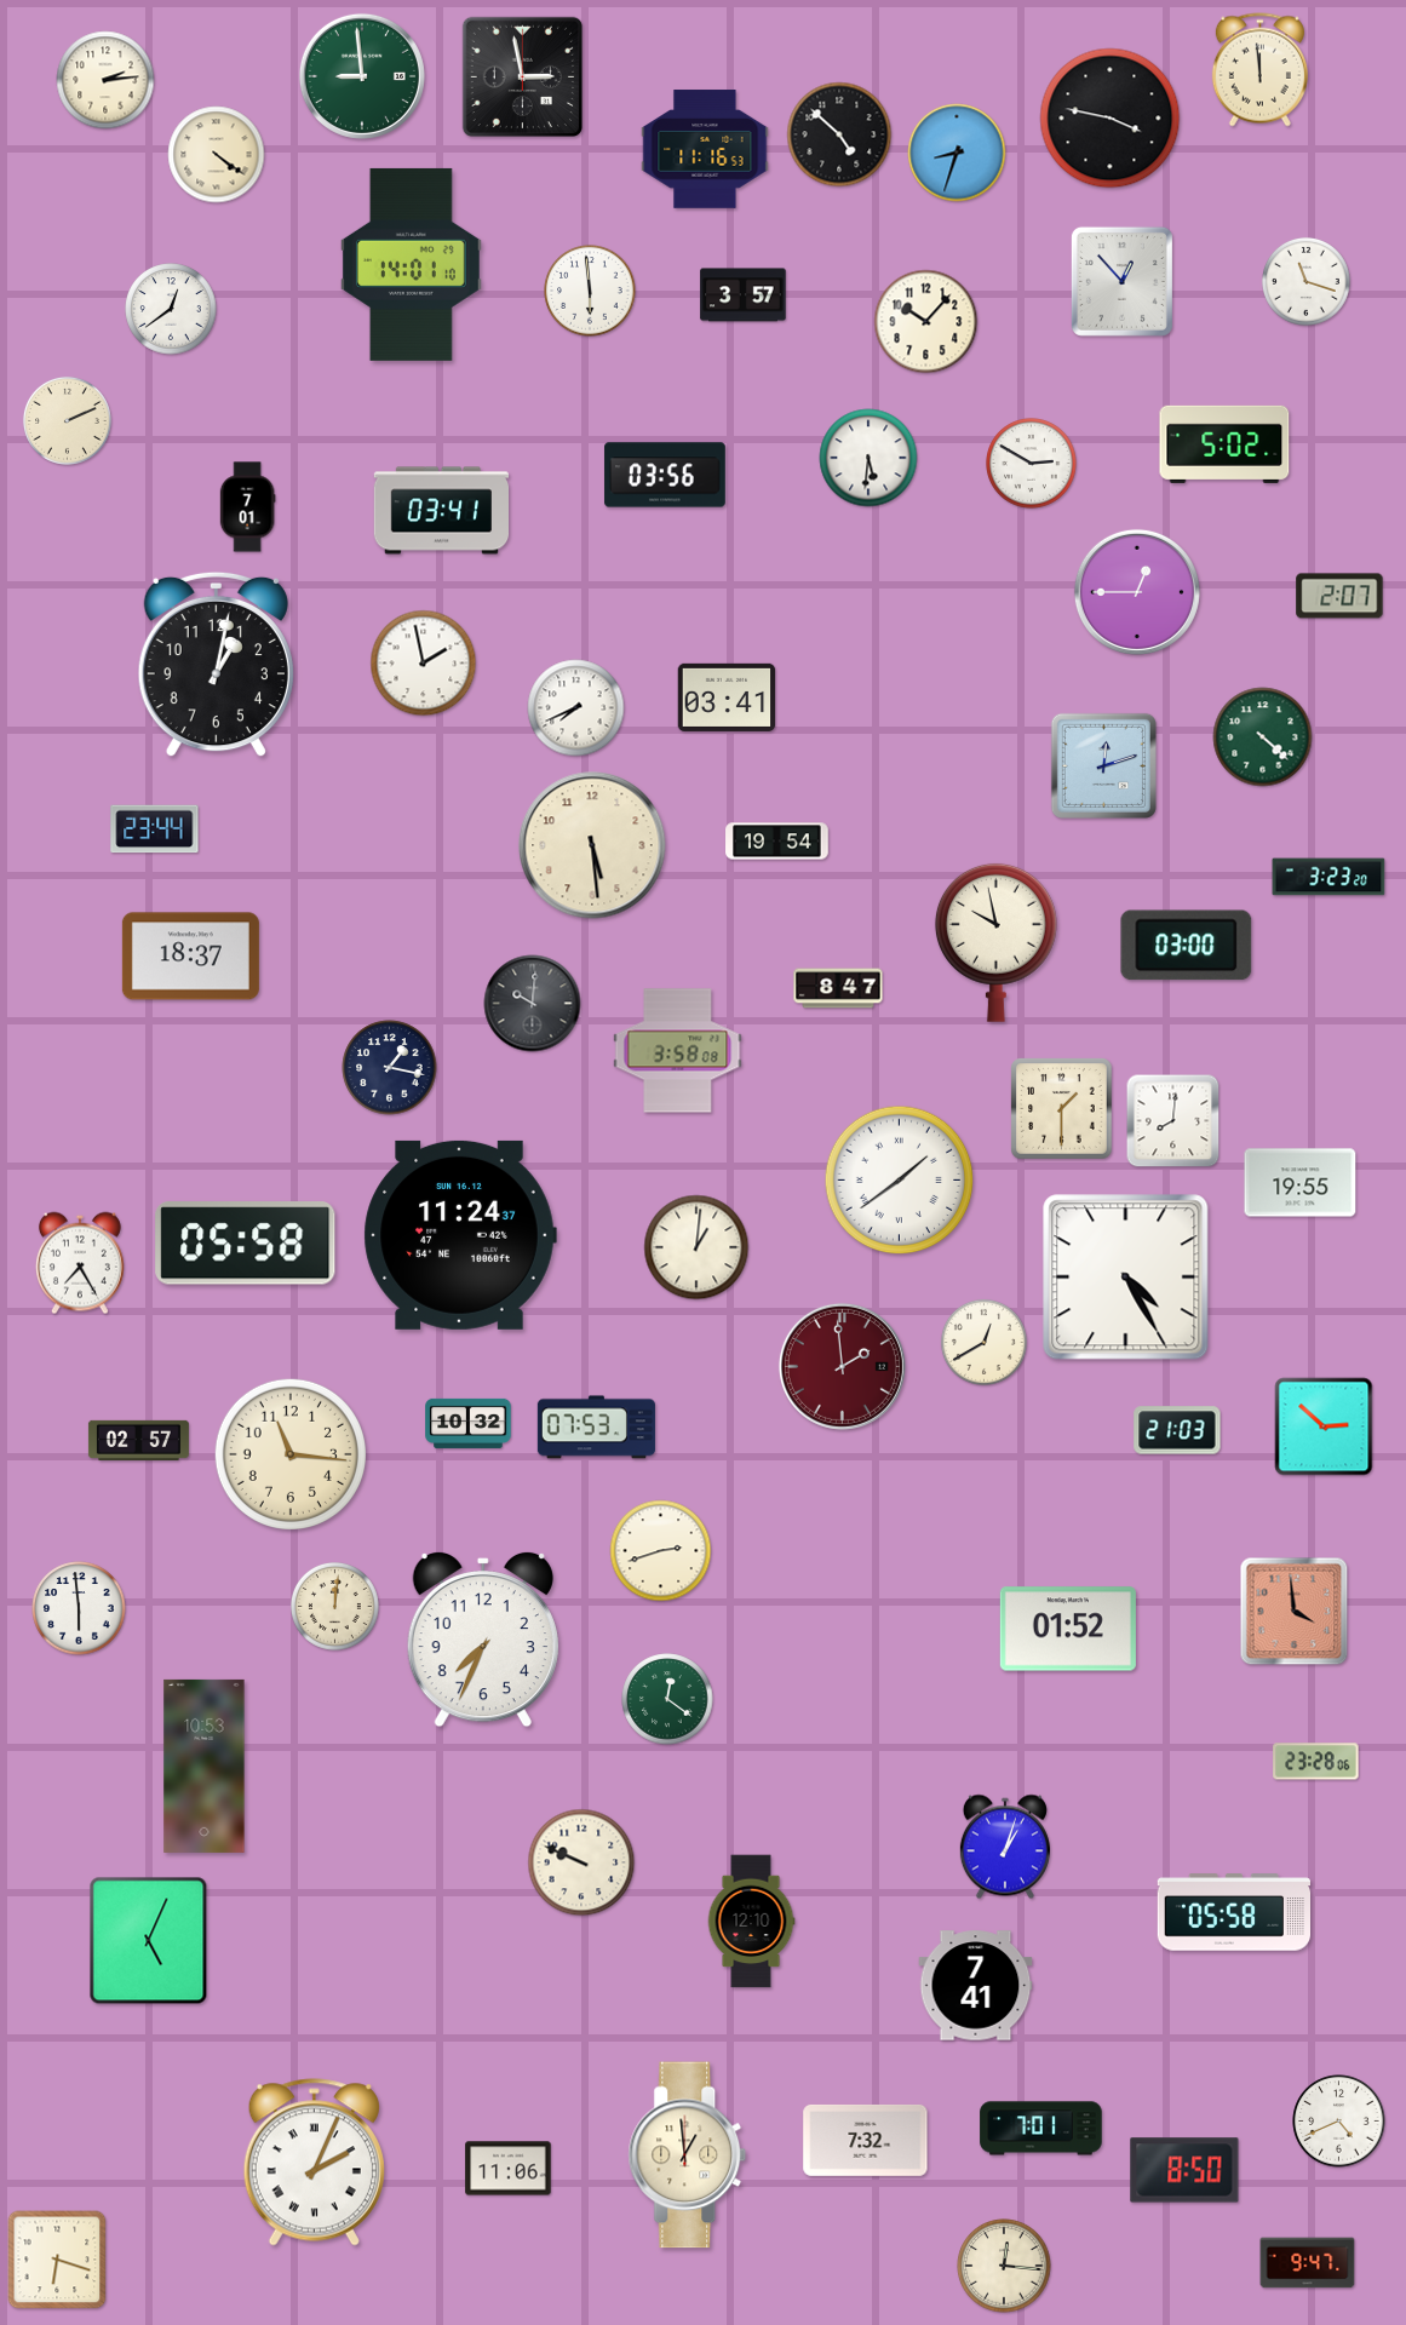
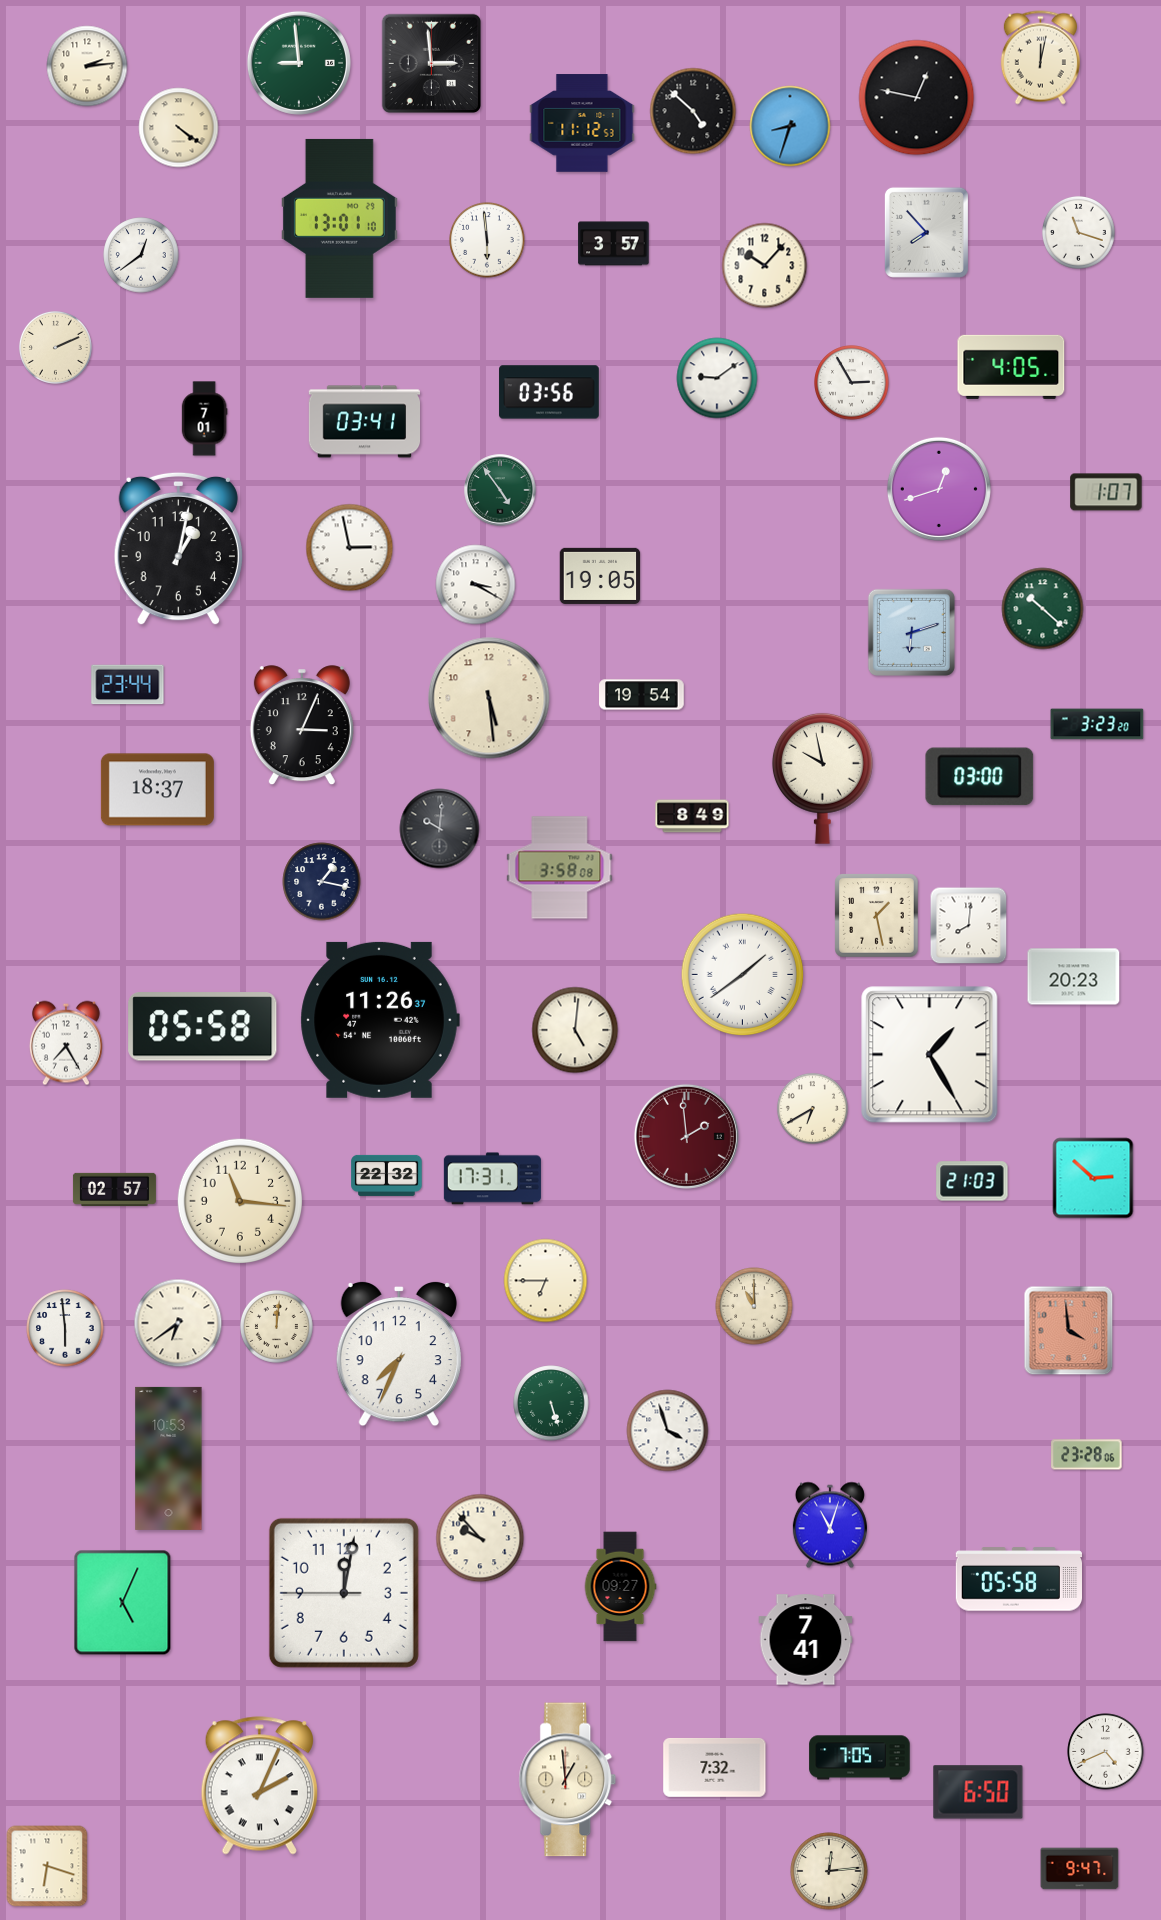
clock at (1259, 70): 11:59 -> 12:02
clock at (522, 76): 2:58 -> 2:59
clock at (1111, 119): 3:47 -> 12:47
clock at (705, 149): 11:16 -> 11:12
clock at (411, 264): 14:01 -> 13:01
clock at (1121, 281): 12:53 -> 7:53
clock at (1224, 444): 5:02 -> 4:05
clock at (868, 458): 5:31 -> 9:09
clock at (1032, 464): 2:50 -> 2:55
clock at (1137, 592): 12:45 -> 12:42
clock at (500, 490): none -> 4:54
clock at (1339, 596): 2:07 -> 1:07
clock at (424, 664): 1:58 -> 2:58
clock at (727, 697): 03:41 -> 19:05
clock at (576, 708): 7:41 -> 3:20
clock at (1263, 737): 4:22 -> 10:22
clock at (1103, 765): 12:12 -> 6:12
clock at (302, 726): none -> 3:04
clock at (1187, 946) position: (1187, 946) -> (980, 777)
clock at (838, 988): 8:47 -> 8:49
clock at (1062, 1109): 1:30 -> 1:28
clock at (1301, 1183): 19:55 -> 20:23
clock at (460, 1235): 11:24 -> 11:26
clock at (696, 1247): 1:01 -> 5:01
clock at (1126, 1278): 4:25 -> 1:25
clock at (983, 1342): 12:40 -> 6:40
clock at (842, 1366) position: (842, 1366) -> (686, 1136)
clock at (469, 1423): 10:32 -> 22:32
clock at (596, 1428): 07:53 -> 17:31
clock at (661, 1551): 2:42 -> 6:45
clock at (754, 1306): none -> 11:00
clock at (178, 1323): none -> 6:39
clock at (1068, 1629): 01:52 -> none
clock at (667, 1699): 12:21 -> 5:27
clock at (668, 1431): none -> 3:57
clock at (1005, 1847): 1:03 -> 11:03
clock at (581, 1862): 9:49 -> 9:53
clock at (751, 1922): 12:10 -> 09:27
clock at (344, 1593): none -> 12:01
clock at (1041, 2129): 7:01 -> 7:05
clock at (509, 2169): 11:06 -> none
clock at (1184, 2170): 8:50 -> 6:50
clock at (1004, 2266): 12:16 -> 12:14
